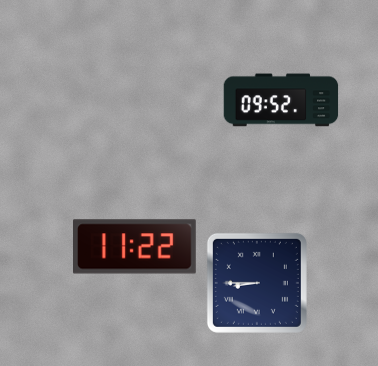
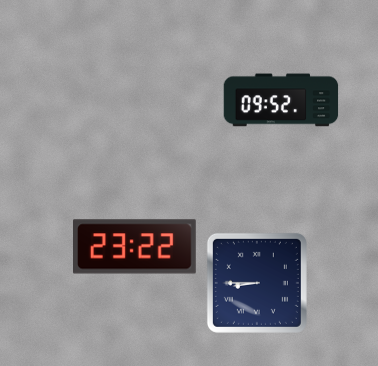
clock at (135, 247): 11:22 -> 23:22
